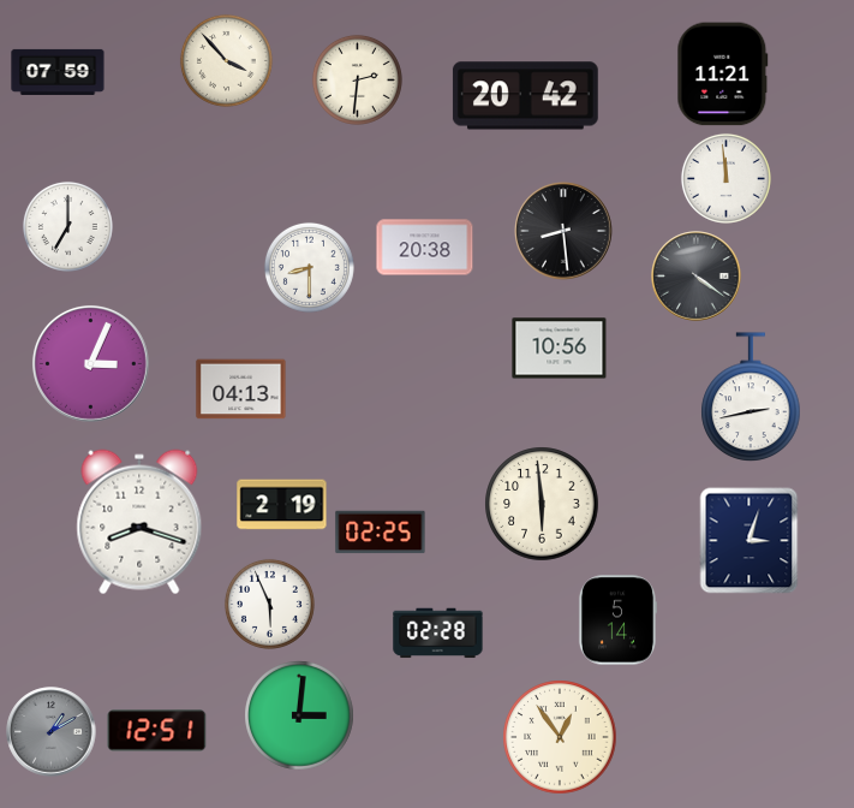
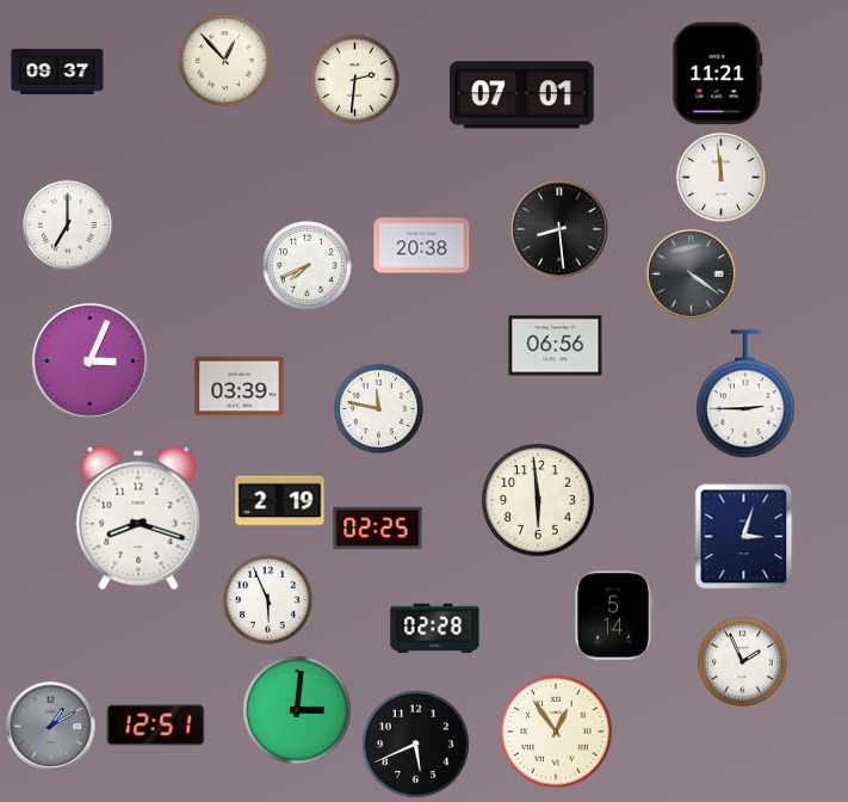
clock at (226, 60): 3:53 -> 12:53
clock at (58, 72): 07:59 -> 09:37
clock at (525, 96): 20:42 -> 07:01
clock at (309, 267): 8:30 -> 7:41
clock at (560, 349): 10:56 -> 06:56
clock at (241, 390): 04:13 -> 03:39
clock at (751, 397): 2:43 -> 2:45
clock at (378, 408): none -> 11:47
clock at (742, 661): none -> 1:56
clock at (416, 745): none -> 5:41
